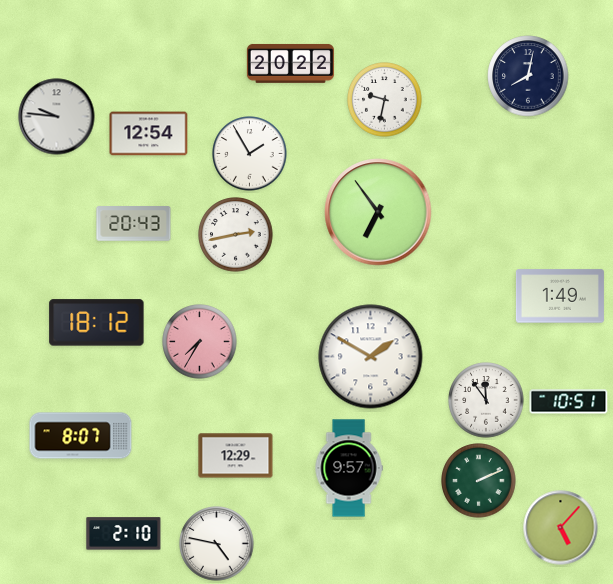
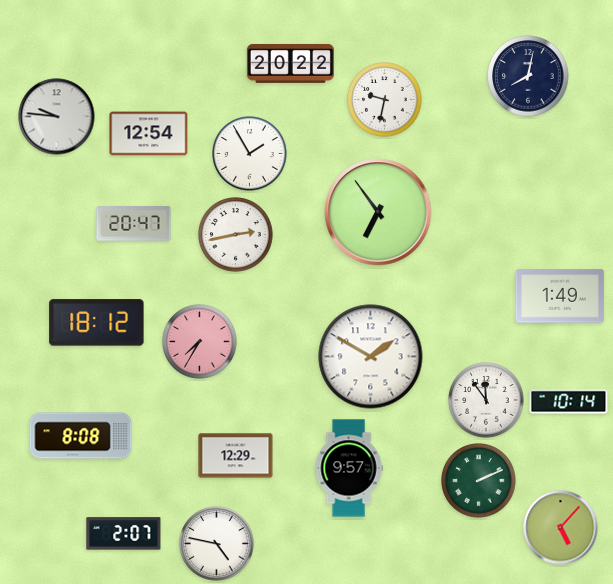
clock at (134, 224): 20:43 -> 20:47
clock at (569, 402): 10:51 -> 10:14
clock at (81, 436): 8:07 -> 8:08
clock at (124, 534): 2:10 -> 2:07
